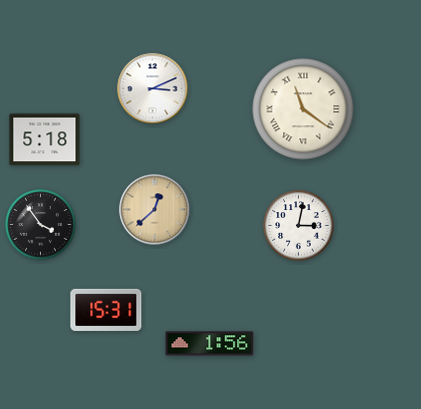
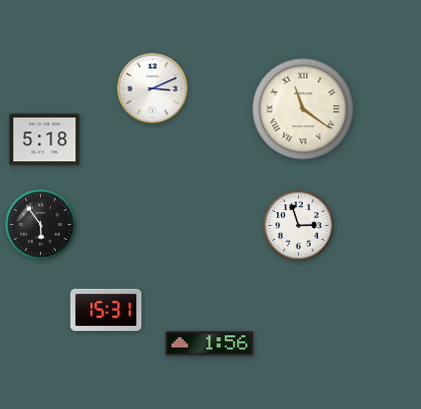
clock at (155, 210): 12:38 -> none
clock at (41, 225): 3:54 -> 5:54
clock at (299, 226): 3:02 -> 2:57
